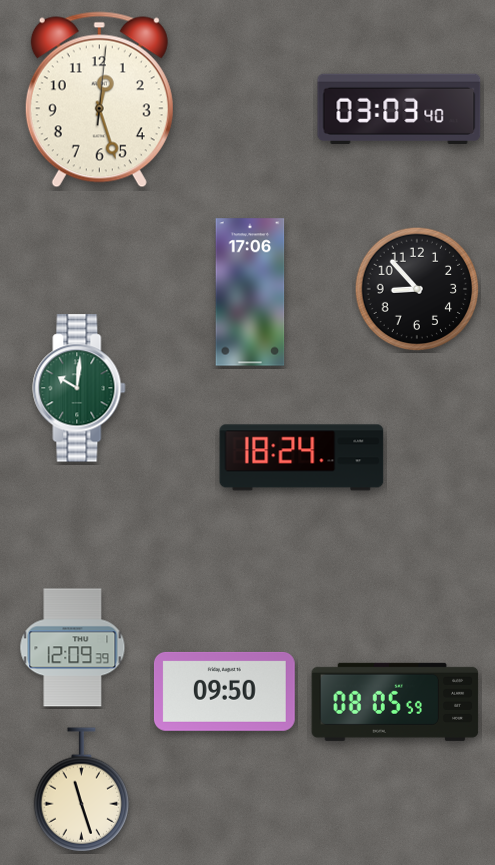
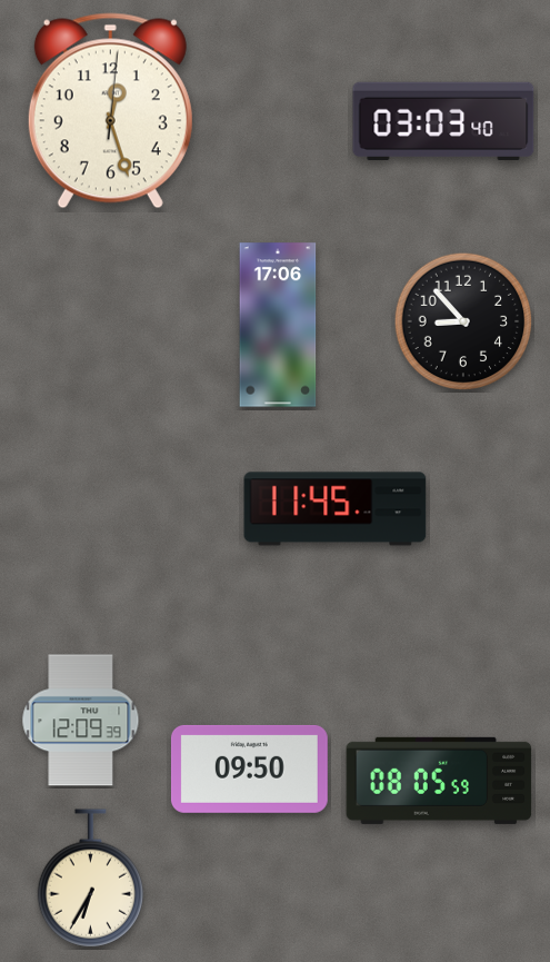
clock at (79, 388): 10:01 -> none
clock at (302, 458): 18:24 -> 11:45
clock at (81, 790): 11:27 -> 6:35
